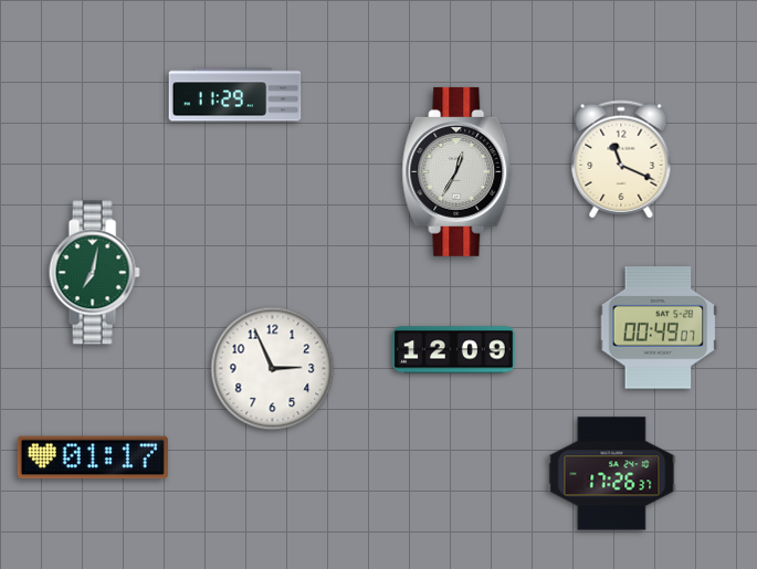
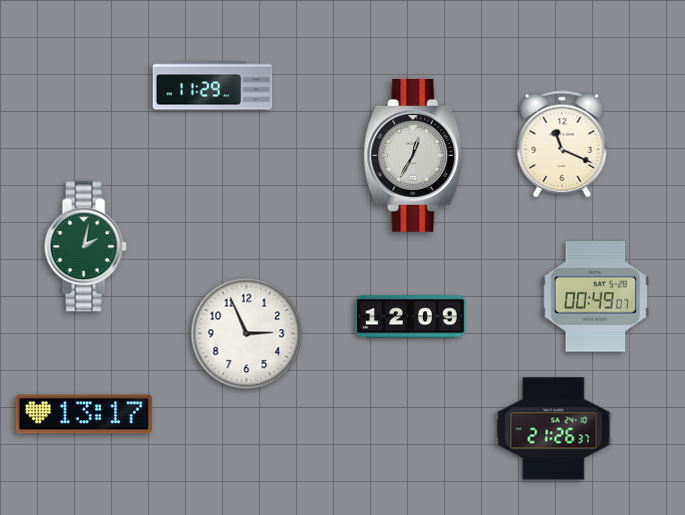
clock at (94, 273): 7:02 -> 2:02
clock at (93, 457): 01:17 -> 13:17
clock at (612, 474): 17:26 -> 21:26
